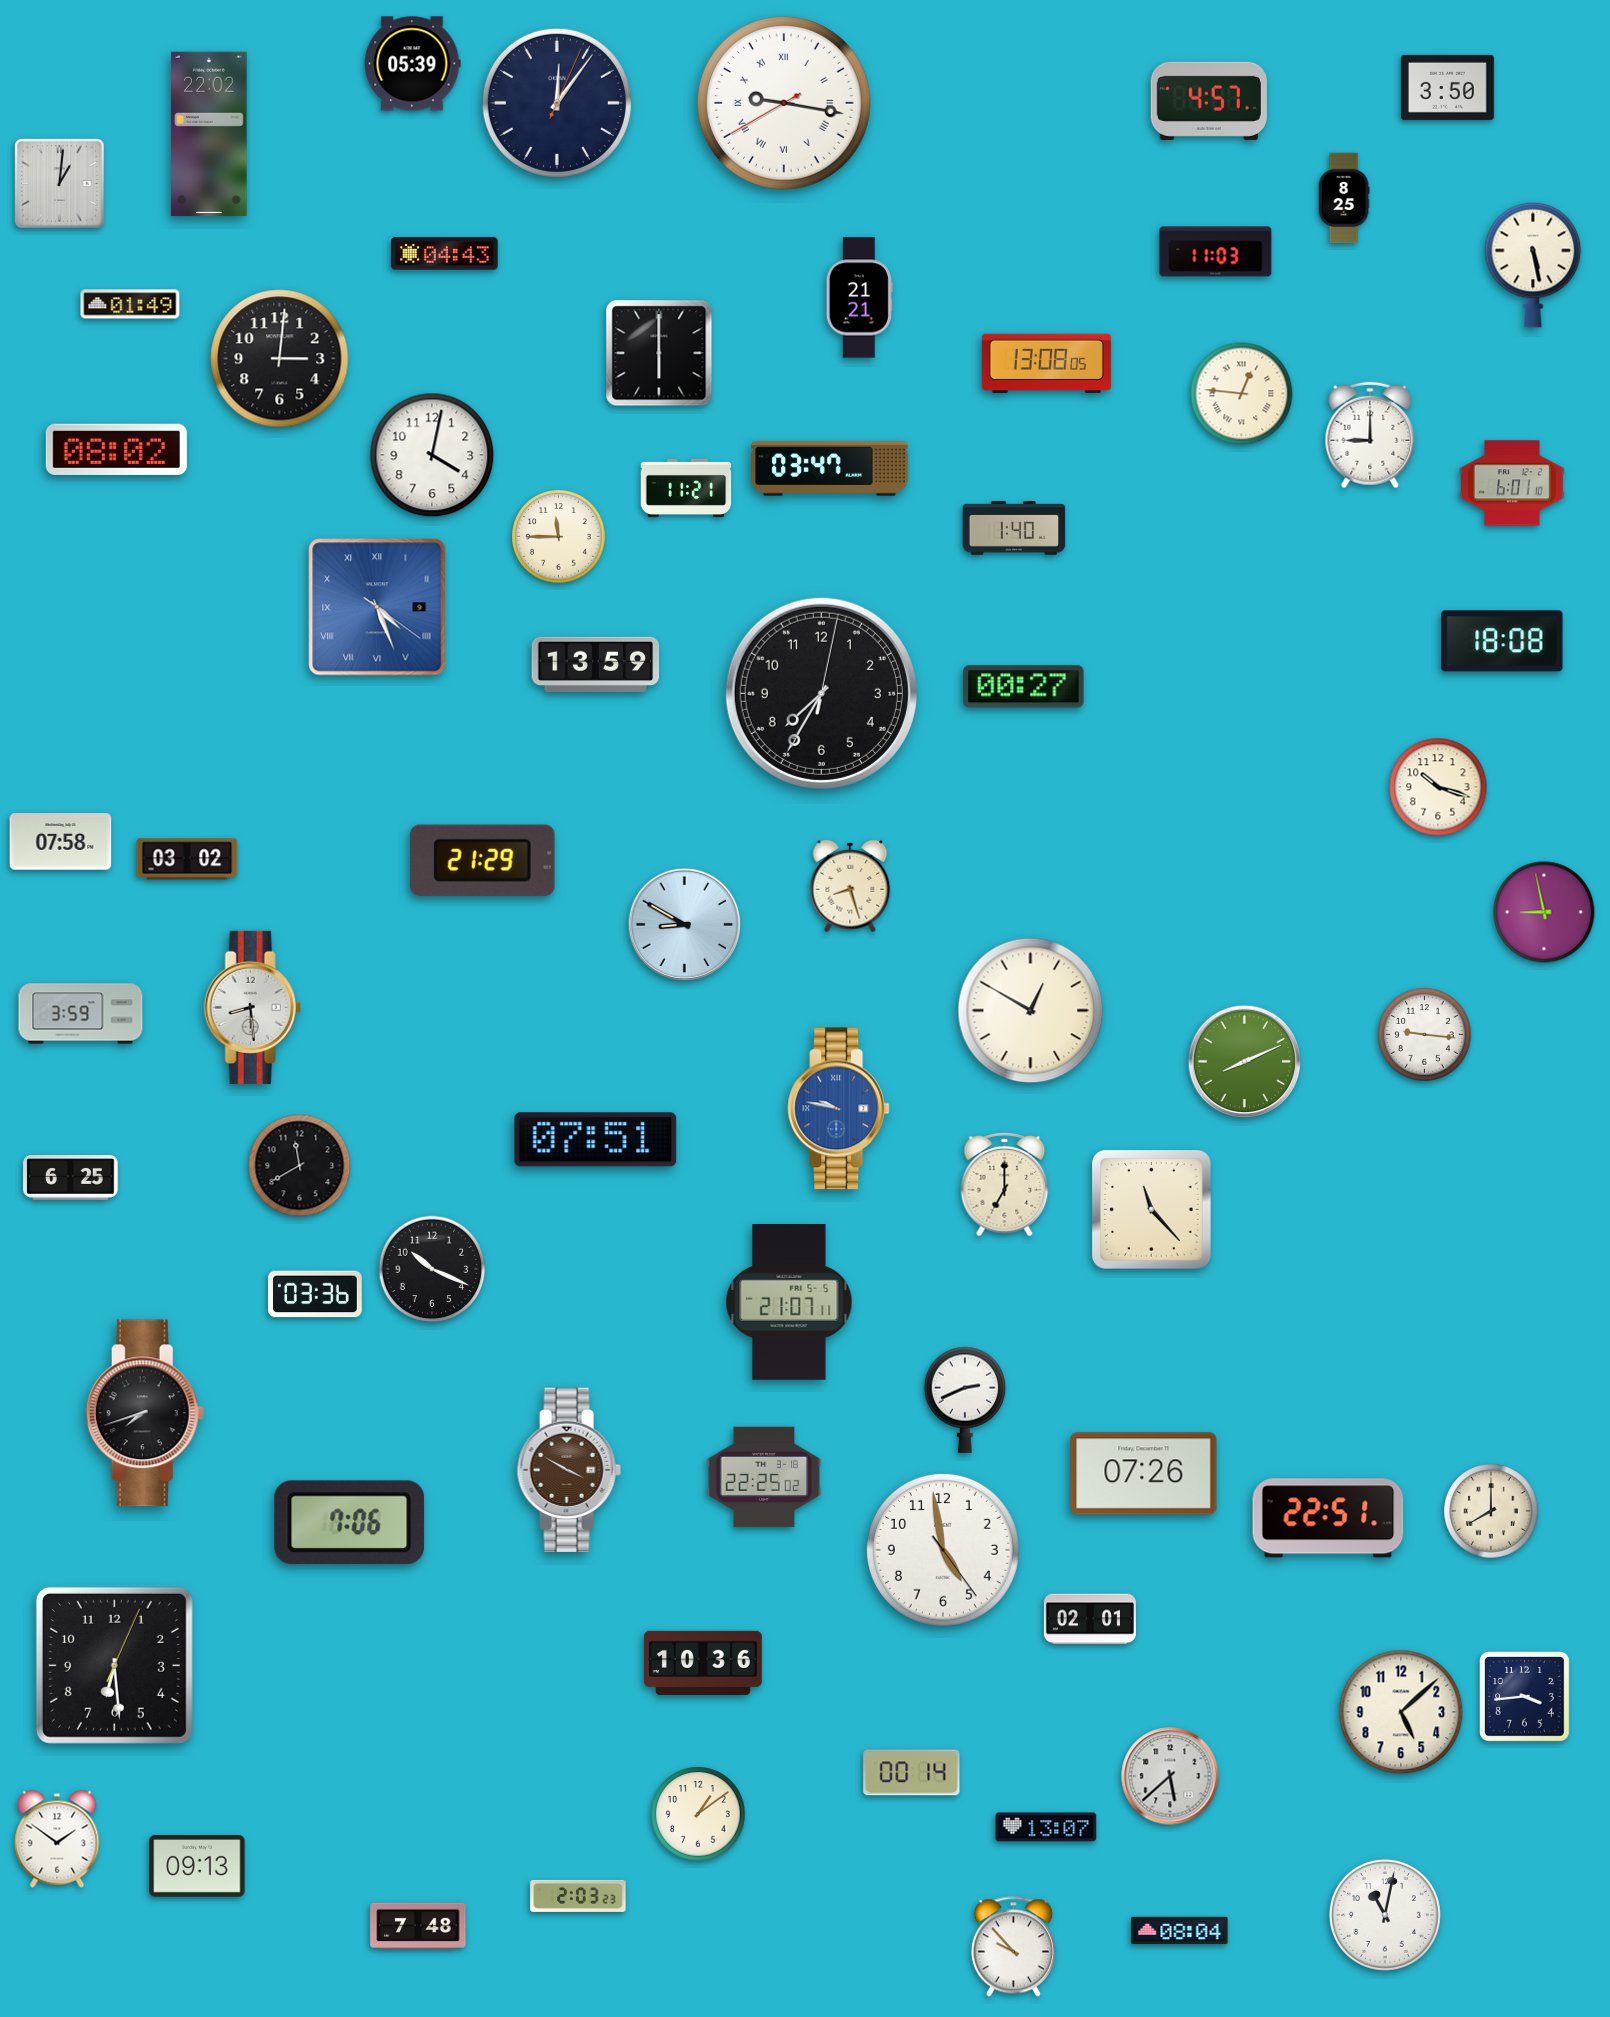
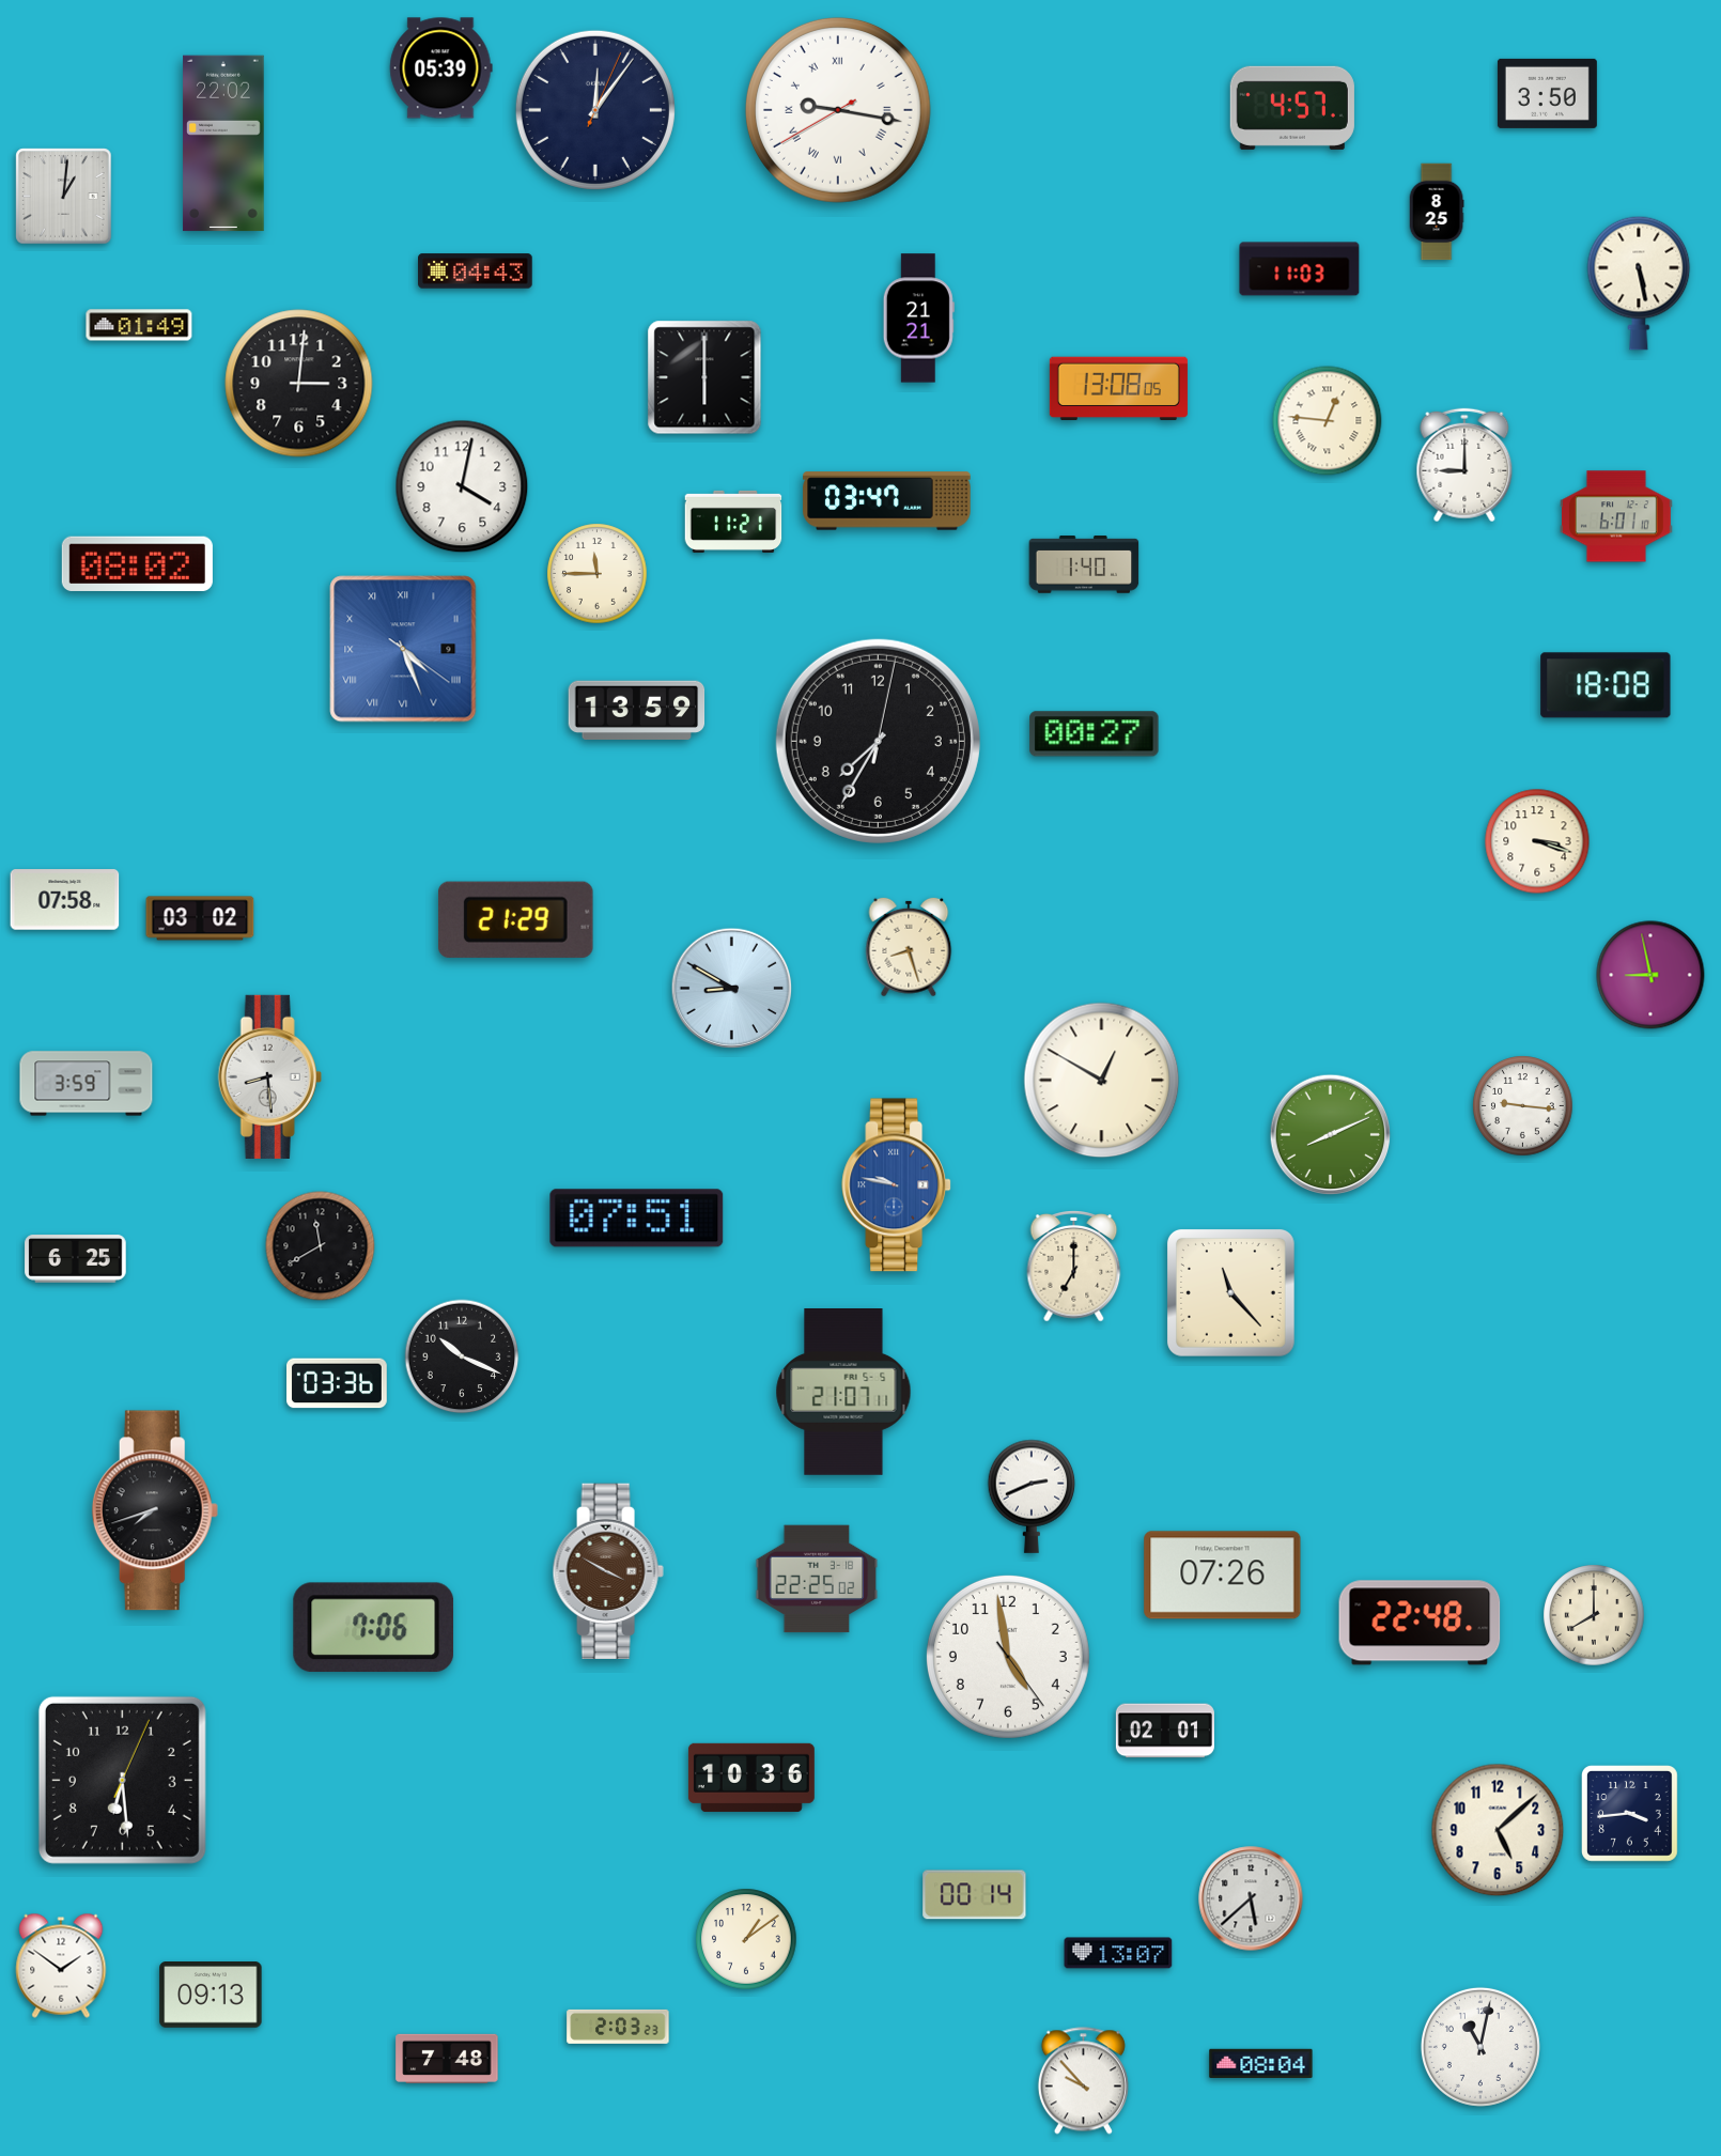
clock at (116, 449) position: (116, 449) -> (137, 563)
clock at (1438, 787): 10:18 -> 3:18
clock at (1328, 1518): 22:51 -> 22:48
